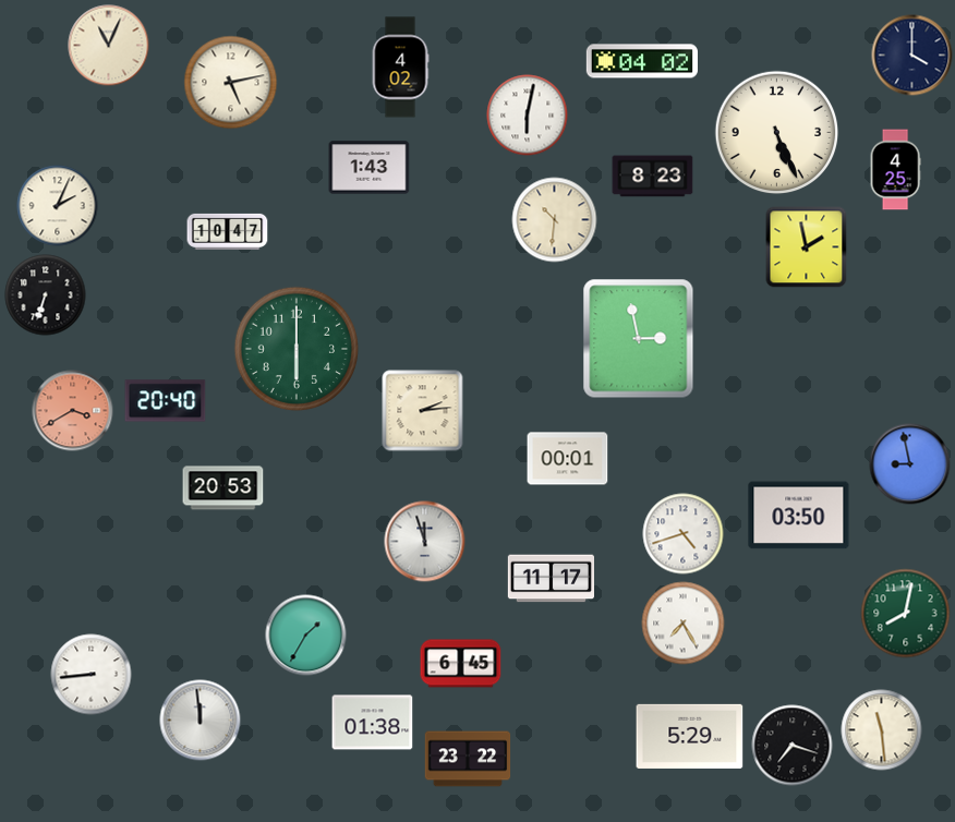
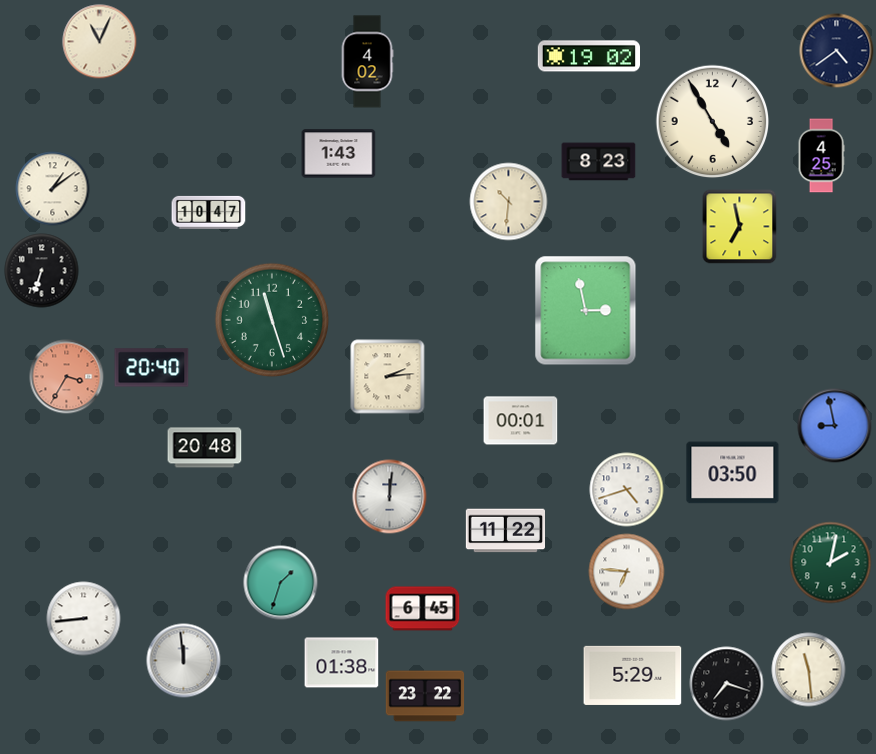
clock at (912, 56): 4:00 -> 4:39
clock at (641, 61): 04:02 -> 19:02
clock at (231, 83): 5:13 -> none
clock at (528, 116): 6:02 -> none
clock at (777, 133): 5:26 -> 4:55
clock at (58, 206): 2:04 -> 1:09
clock at (807, 247): 1:58 -> 6:58
clock at (297, 349): 6:00 -> 11:27
clock at (73, 411): 3:40 -> 3:35
clock at (223, 488): 20:53 -> 20:48
clock at (425, 542): 11:57 -> 12:01
clock at (551, 579): 11:17 -> 11:22
clock at (906, 614): 8:02 -> 2:02
clock at (684, 624): 7:25 -> 6:46
clock at (306, 636): 1:35 -> 1:33
clock at (468, 759) position: (468, 759) -> (425, 696)
